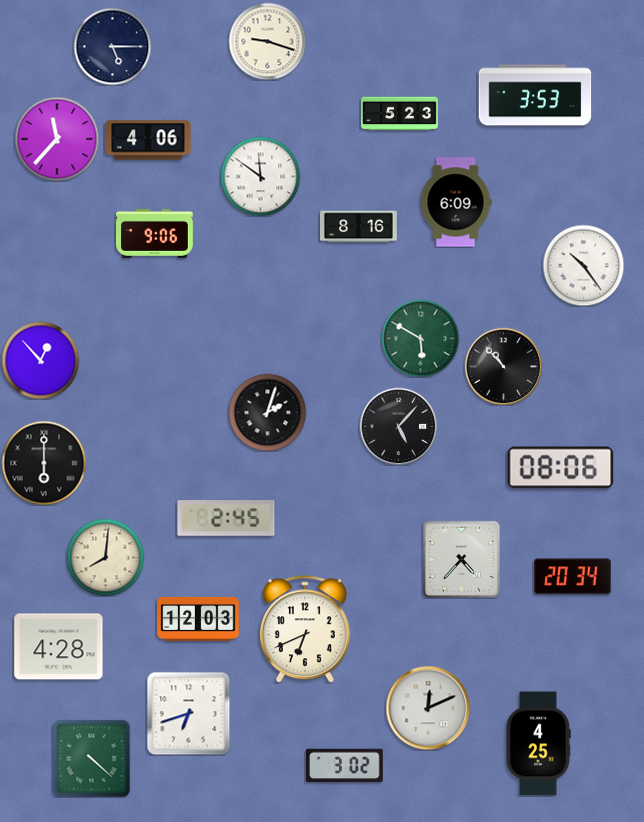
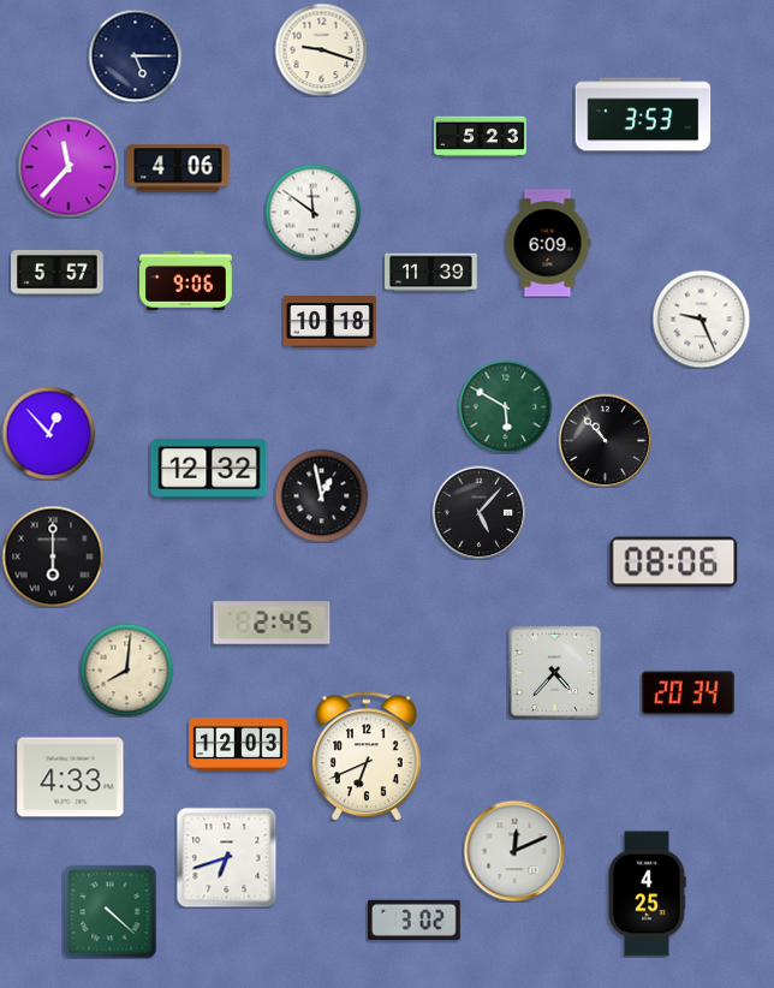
clock at (58, 272): none -> 5:57
clock at (359, 227): 8:16 -> 11:39
clock at (583, 265): 10:24 -> 9:26
clock at (331, 322): none -> 10:18
clock at (209, 469): none -> 12:32
clock at (267, 412): 2:03 -> 12:58
clock at (59, 647): 4:28 -> 4:33
